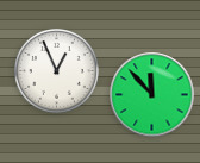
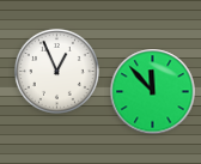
clock at (152, 95) position: (152, 95) -> (153, 92)
